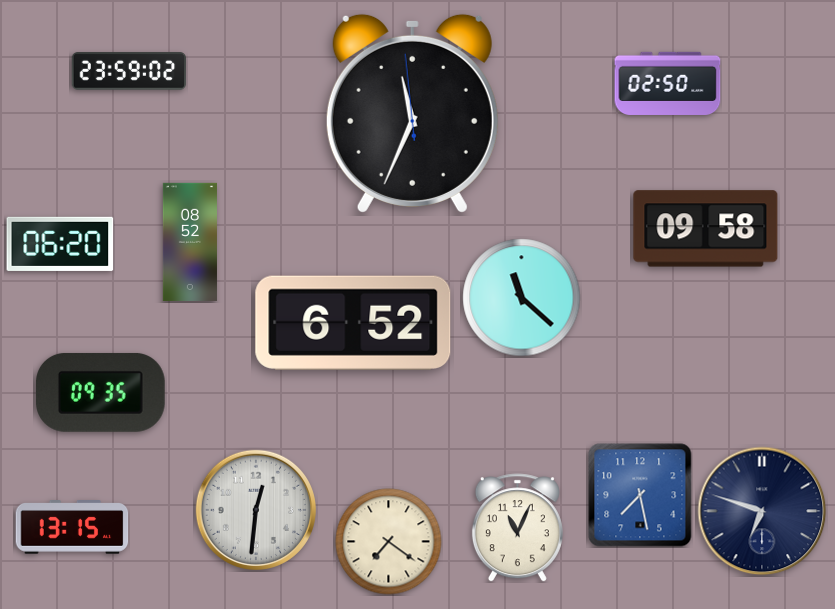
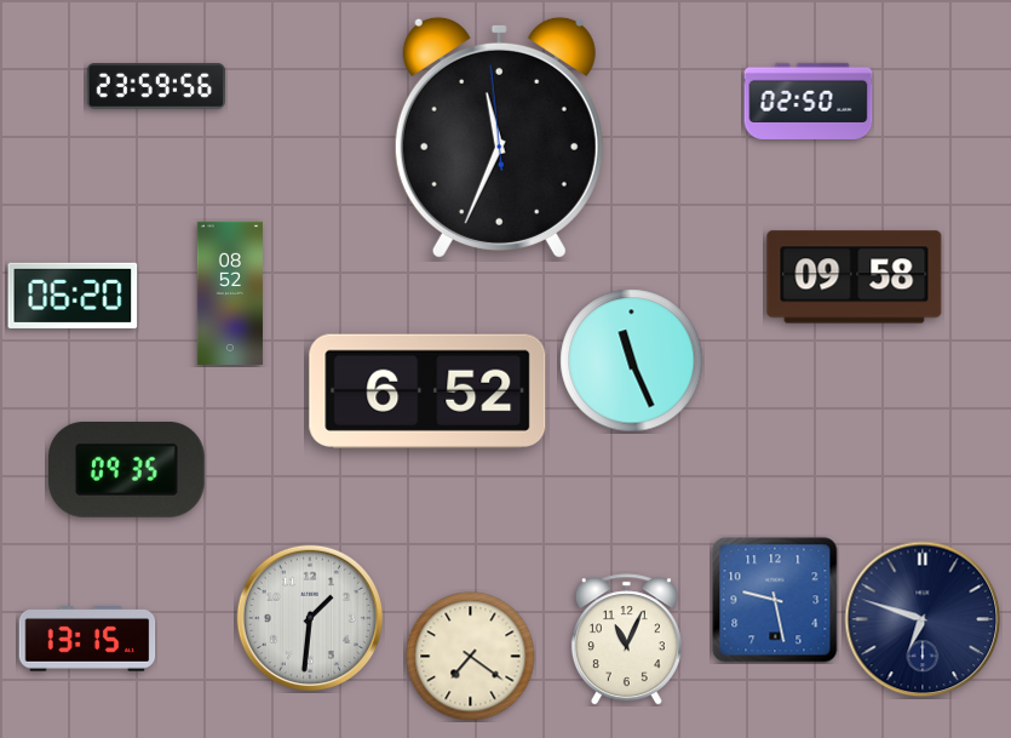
clock at (129, 71): 23:59:02 -> 23:59:56
clock at (522, 298): 11:22 -> 11:26
clock at (101, 392) position: (101, 392) -> (127, 469)
clock at (640, 495): 7:28 -> 9:28
clock at (256, 510): 12:31 -> 1:31
